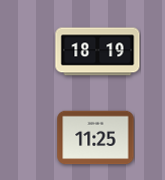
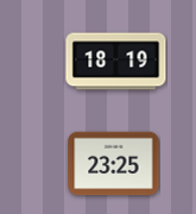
clock at (96, 138): 11:25 -> 23:25
